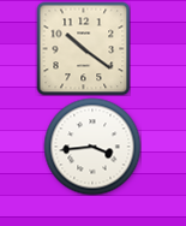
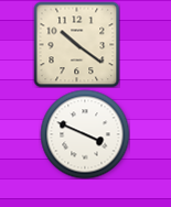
clock at (92, 147): 3:44 -> 3:49
